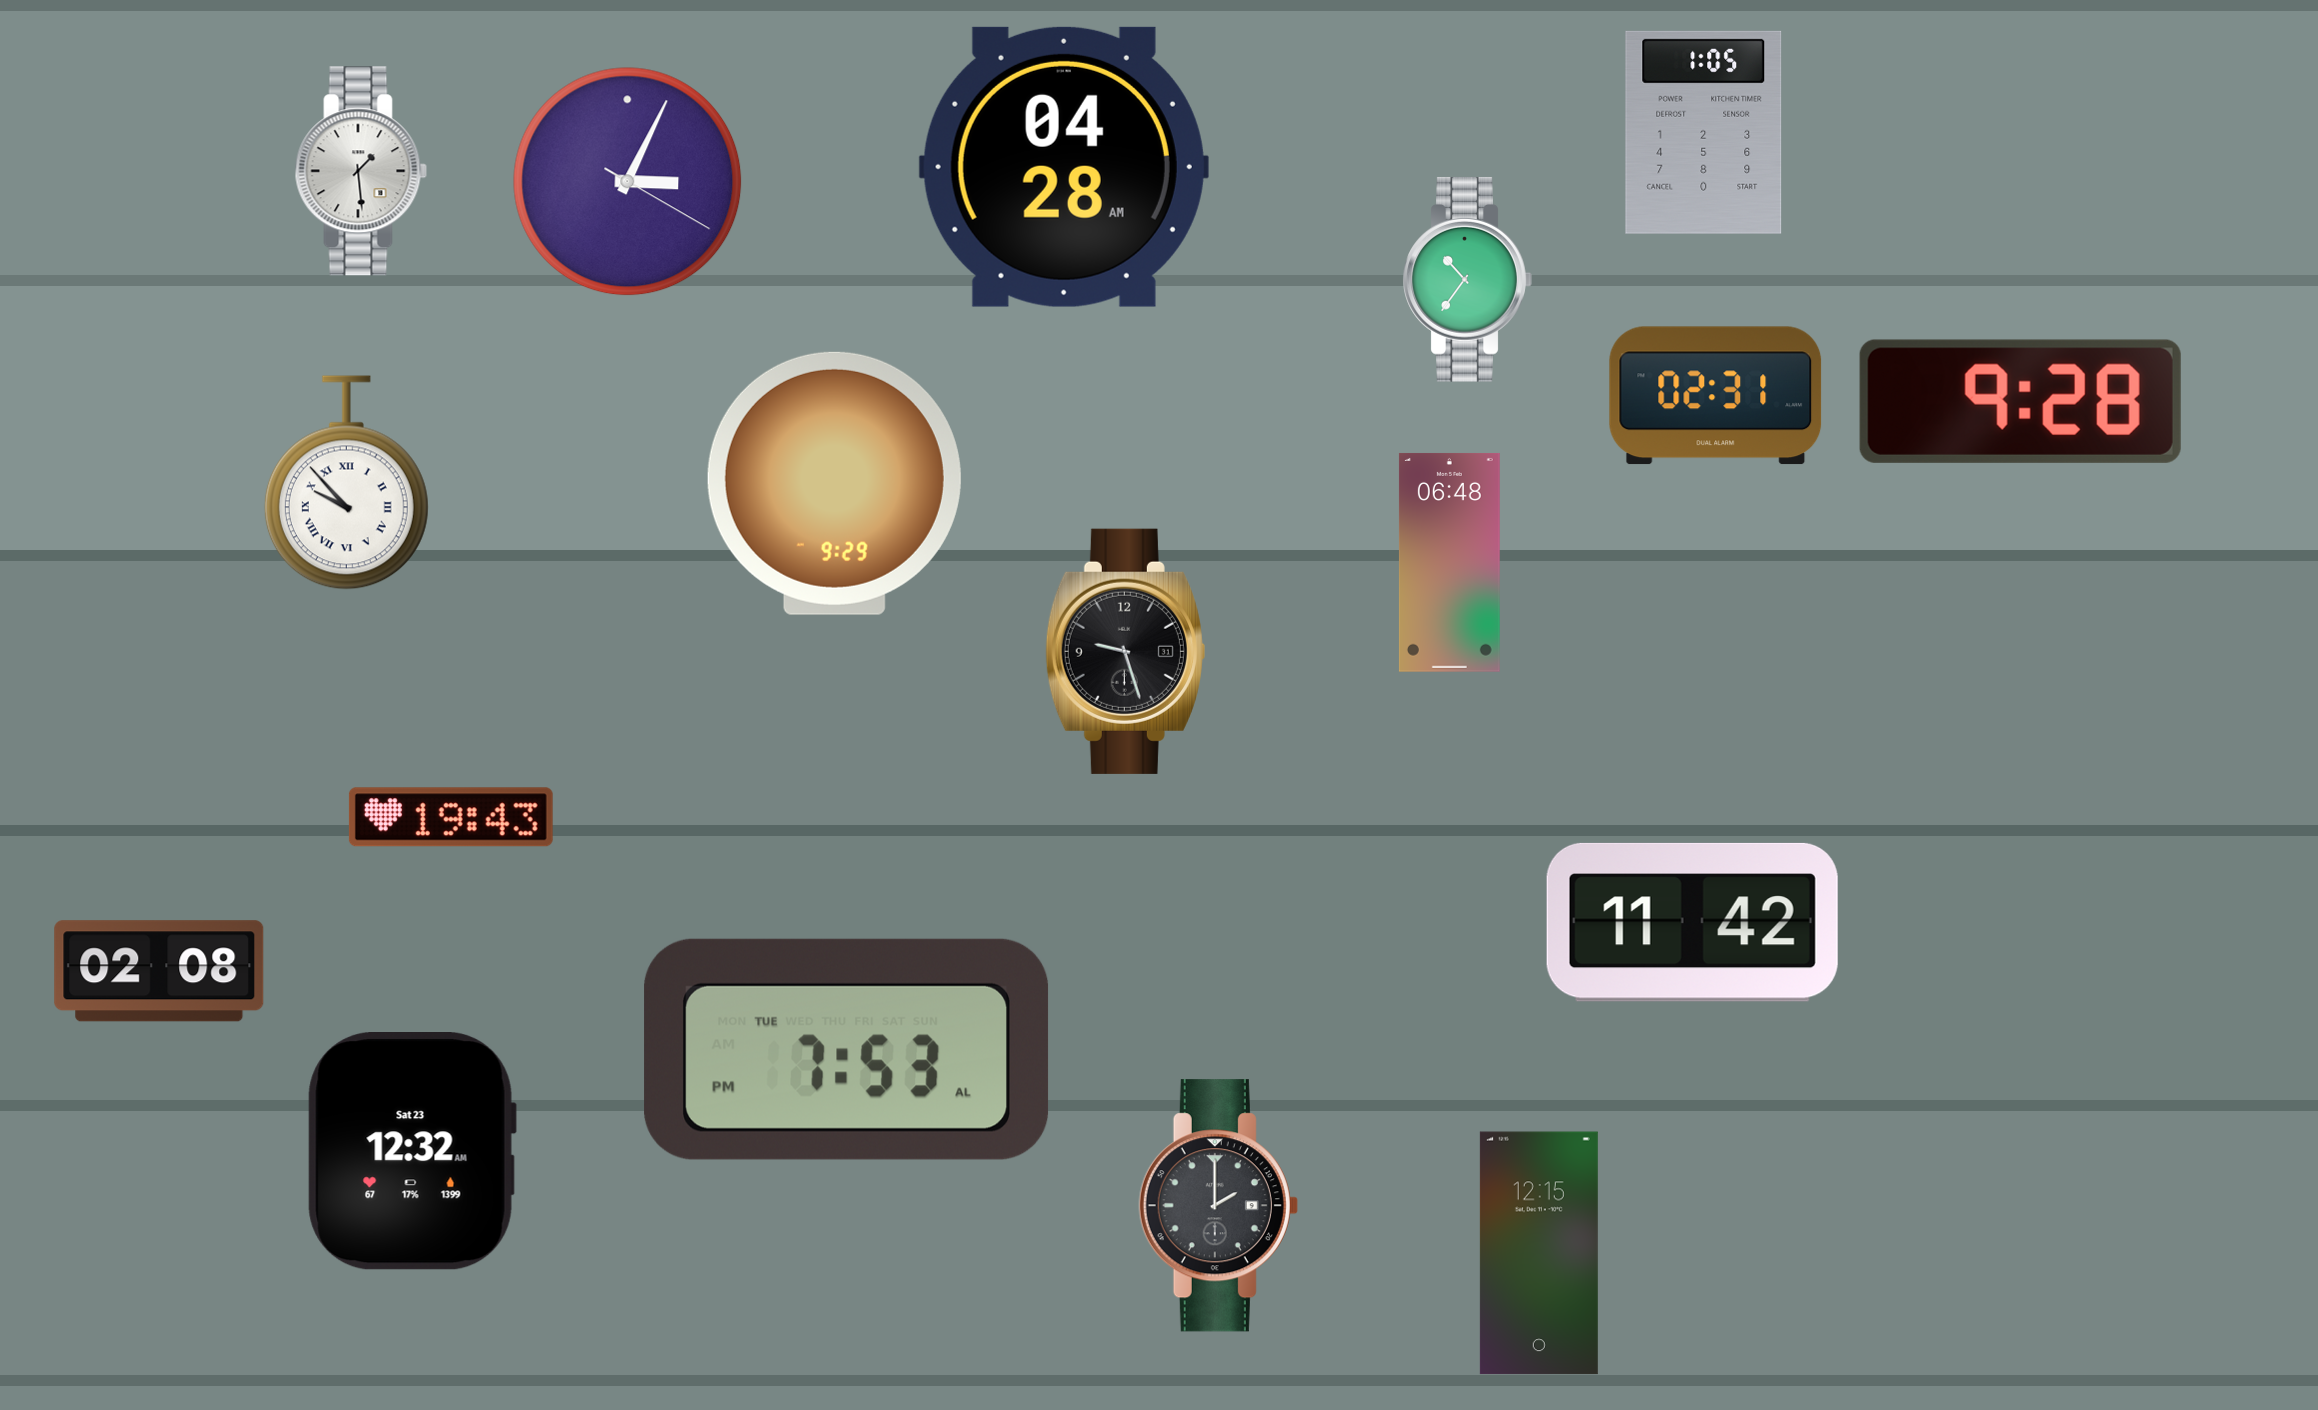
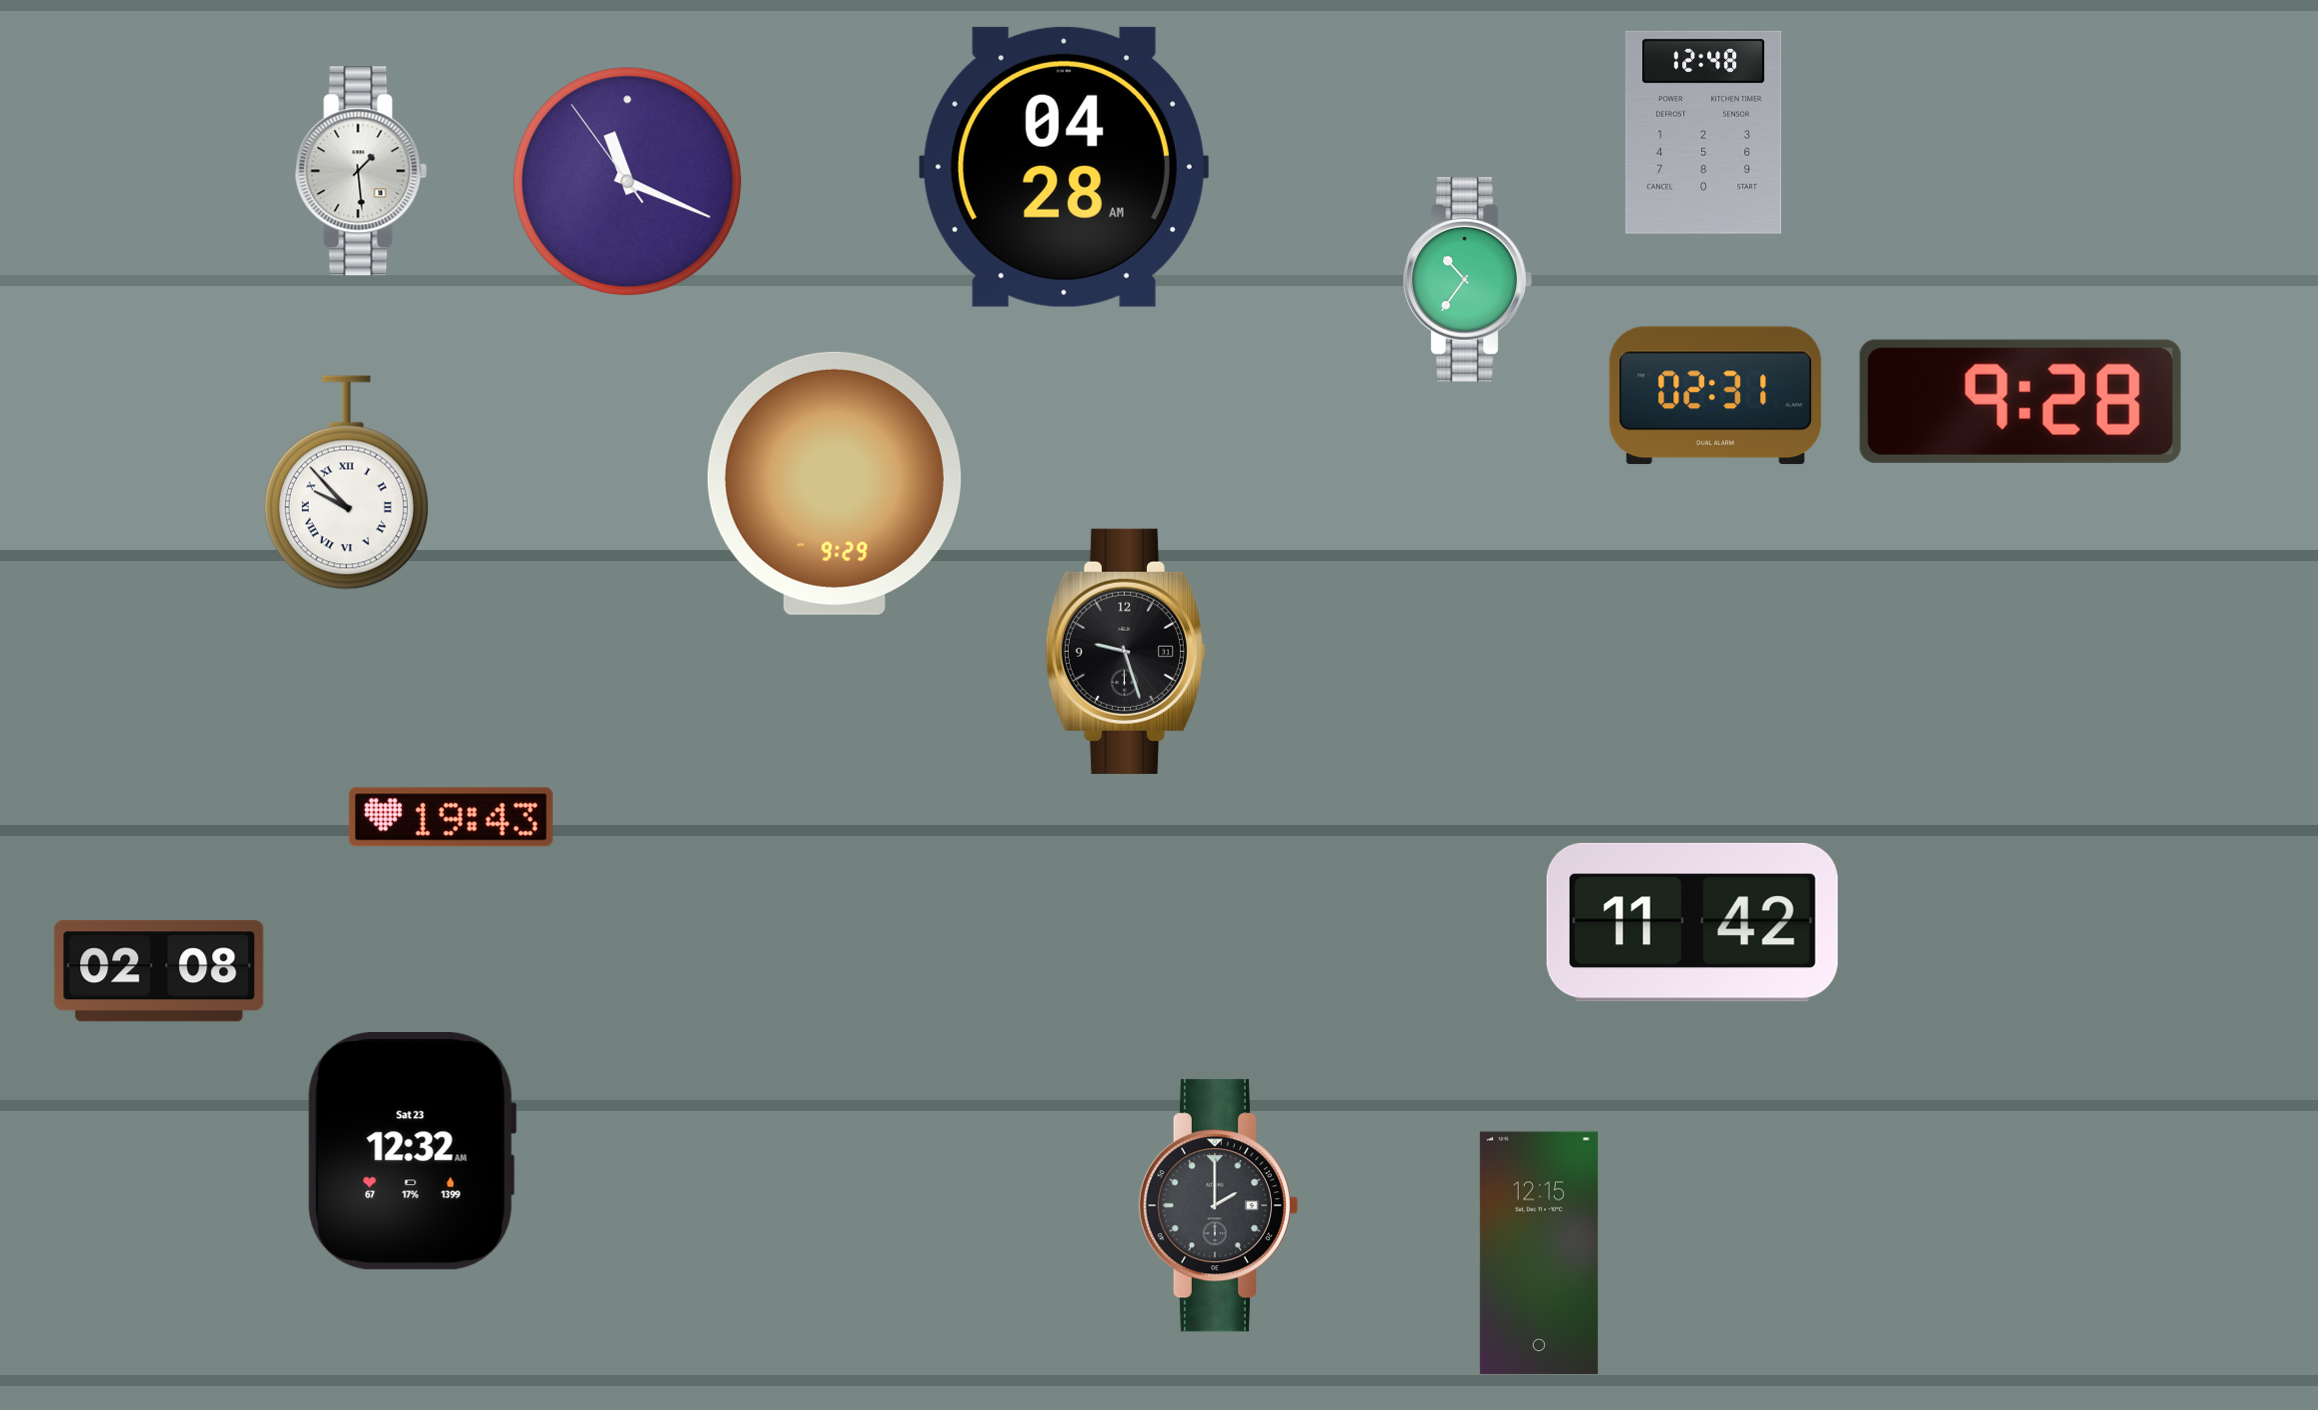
clock at (1704, 132): 1:05 -> 12:48
clock at (628, 182): 3:04 -> 11:18
clock at (1449, 562): 06:48 -> none
clock at (847, 1049): 7:53 -> none
